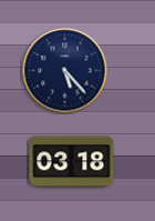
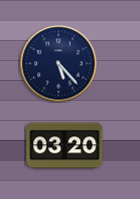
clock at (72, 162): 03:18 -> 03:20
